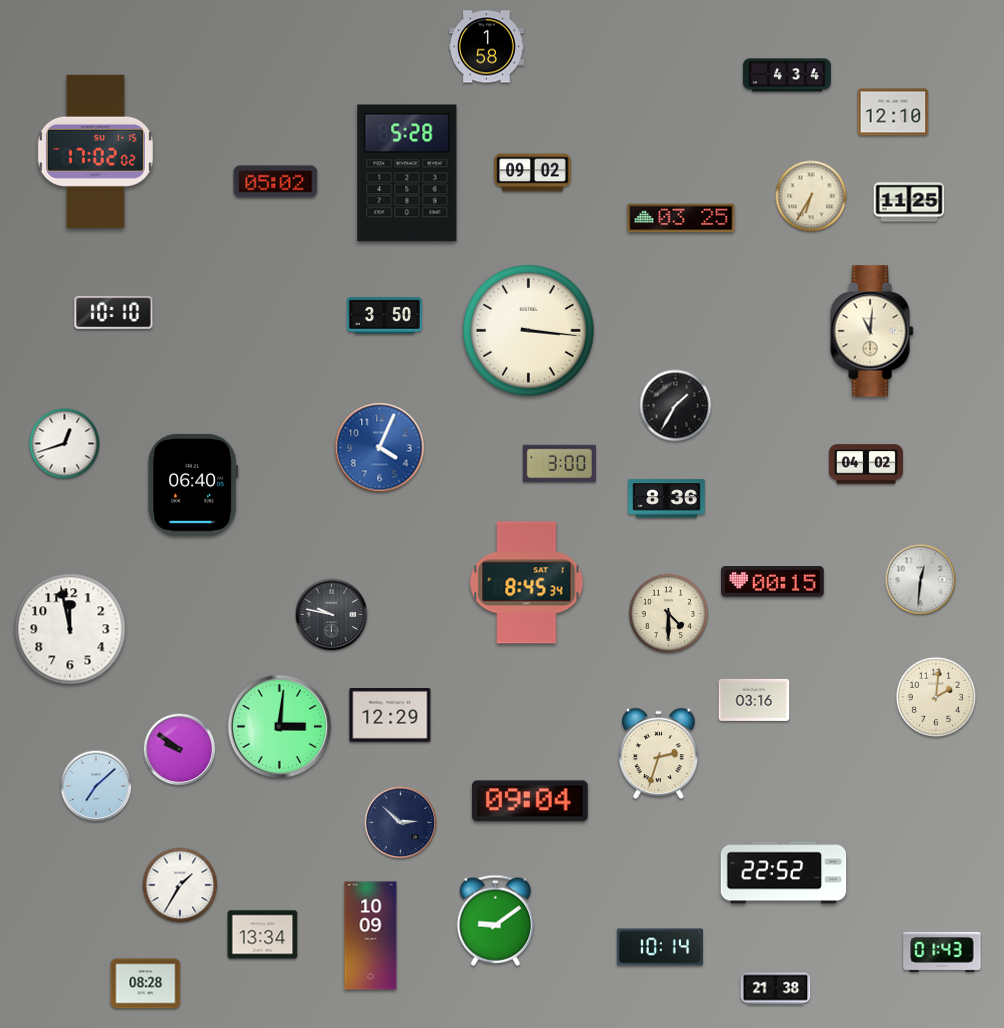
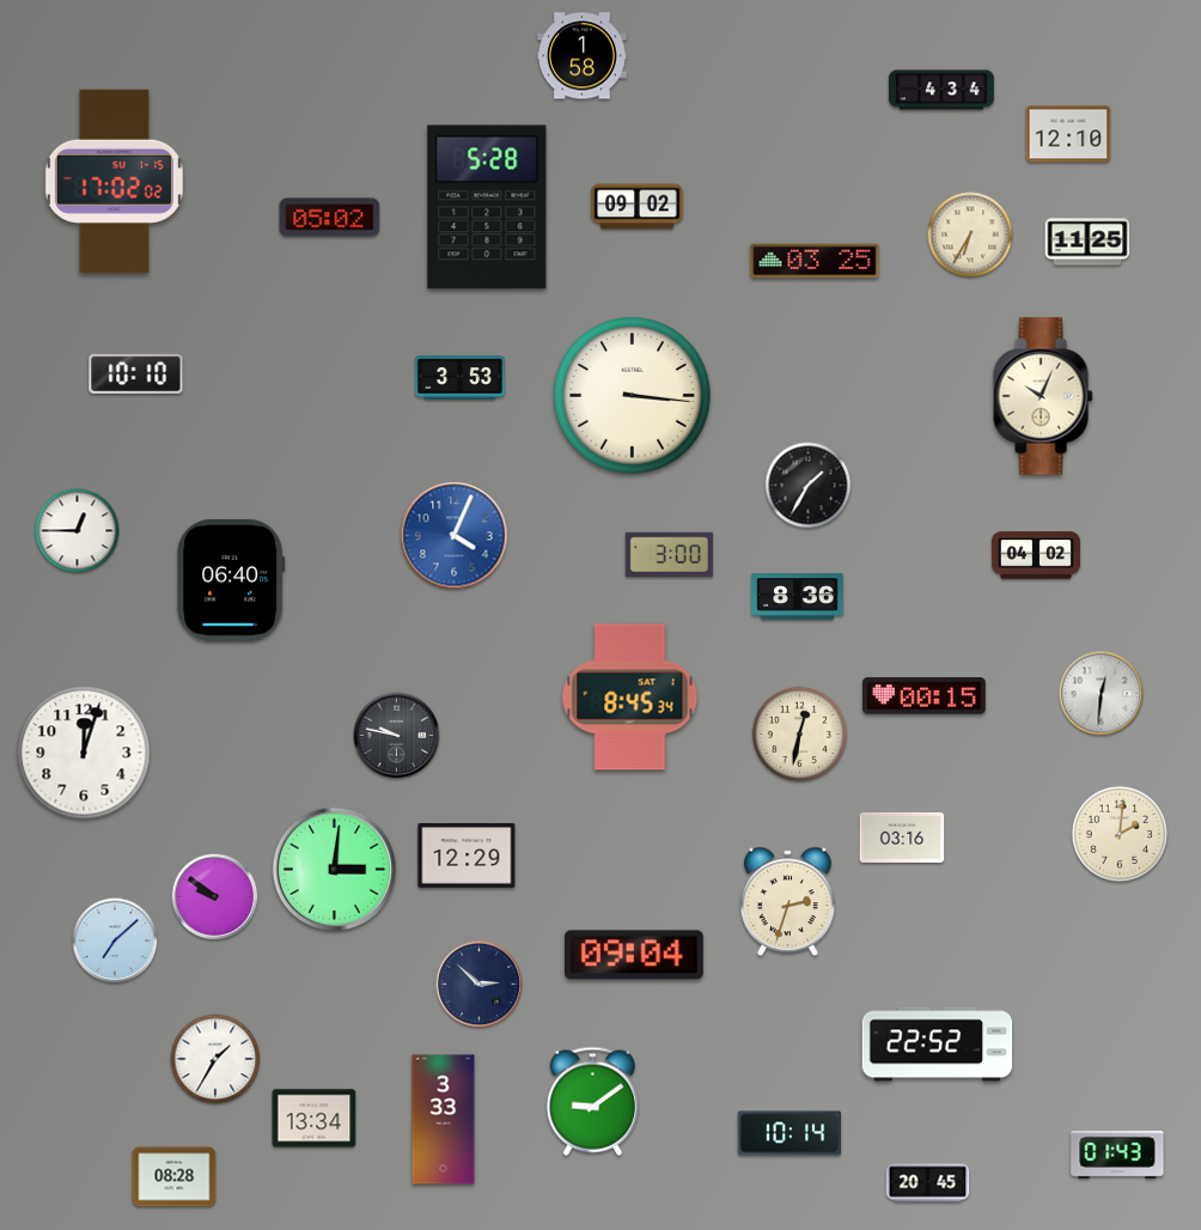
clock at (384, 316): 3:50 -> 3:53
clock at (872, 331): 11:01 -> 10:04
clock at (65, 444): 12:42 -> 12:45
clock at (669, 614): 4:30 -> 12:32
clock at (70, 629): 11:58 -> 12:03
clock at (530, 801) position: (530, 801) -> (634, 955)
clock at (371, 936): 10:09 -> 3:33
clock at (942, 952) position: (942, 952) -> (1117, 1155)
clock at (776, 989): 21:38 -> 20:45
